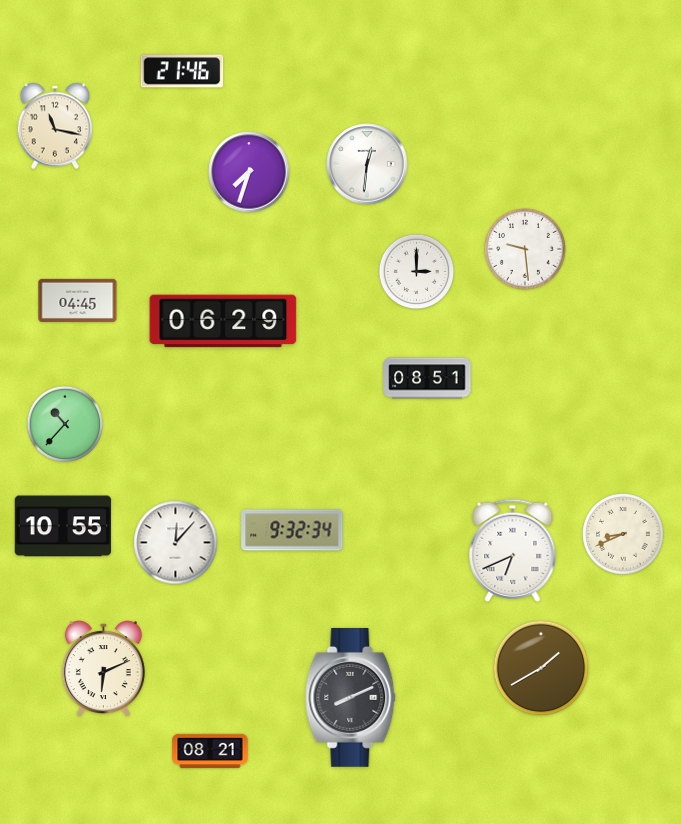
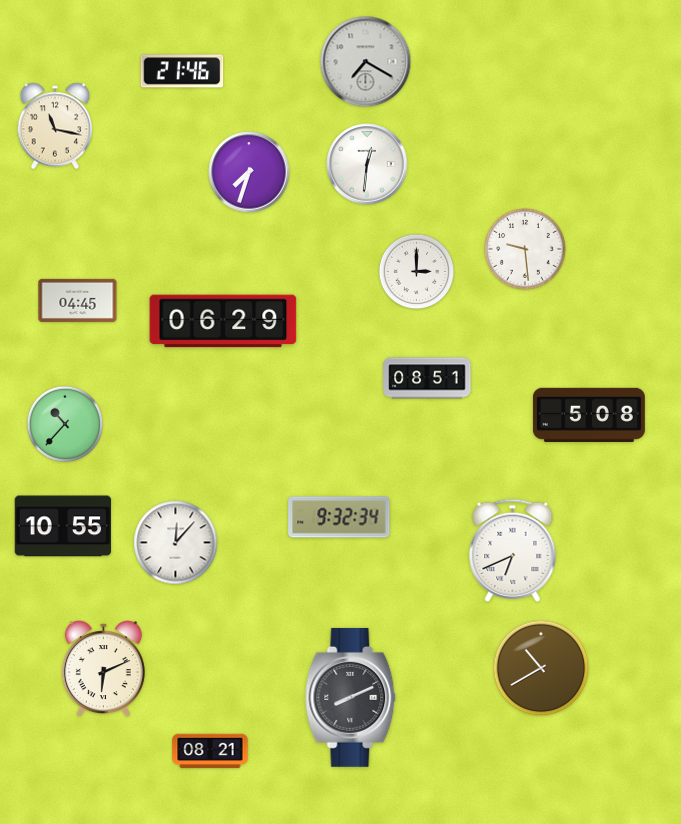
clock at (366, 62): none -> 7:20
clock at (589, 415): none -> 5:08
clock at (292, 530) position: (292, 530) -> (339, 517)
clock at (623, 534): 8:41 -> none
clock at (541, 668): 1:40 -> 10:40
